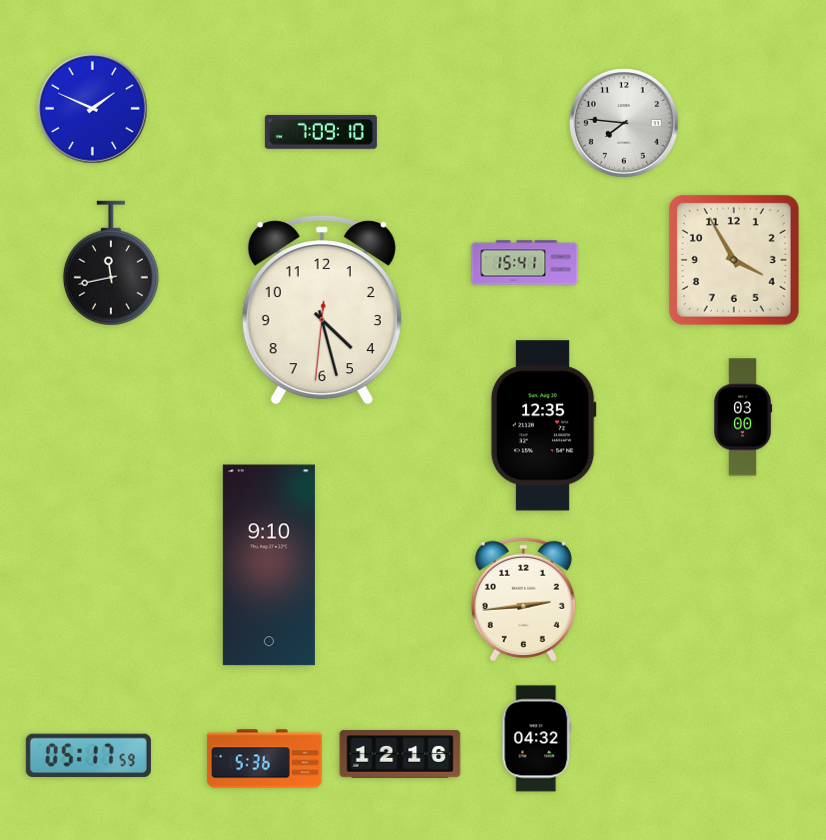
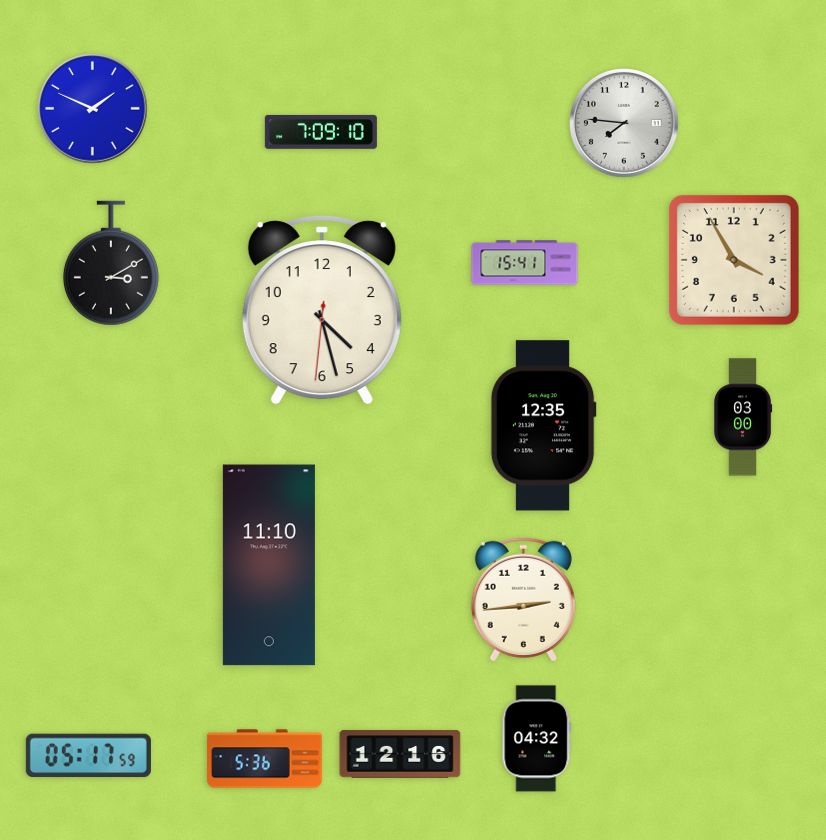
clock at (111, 263): 11:43 -> 3:10
clock at (269, 565): 9:10 -> 11:10
